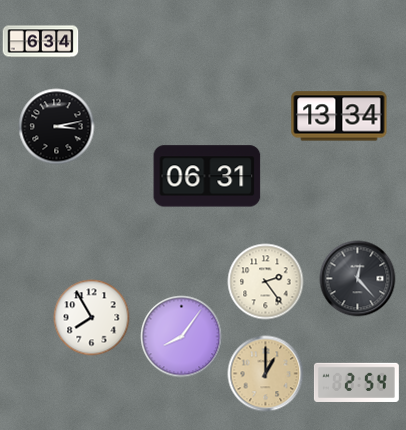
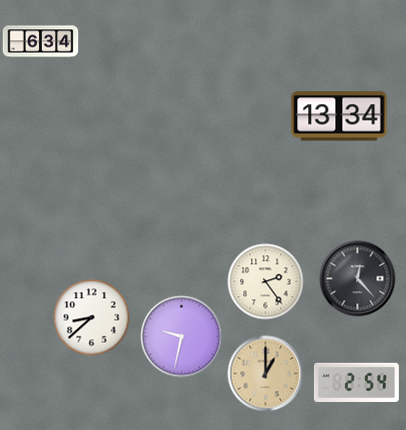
clock at (57, 127): 3:13 -> none
clock at (207, 176): 06:31 -> none
clock at (92, 318): 7:55 -> 8:38
clock at (182, 337): 8:06 -> 9:32
